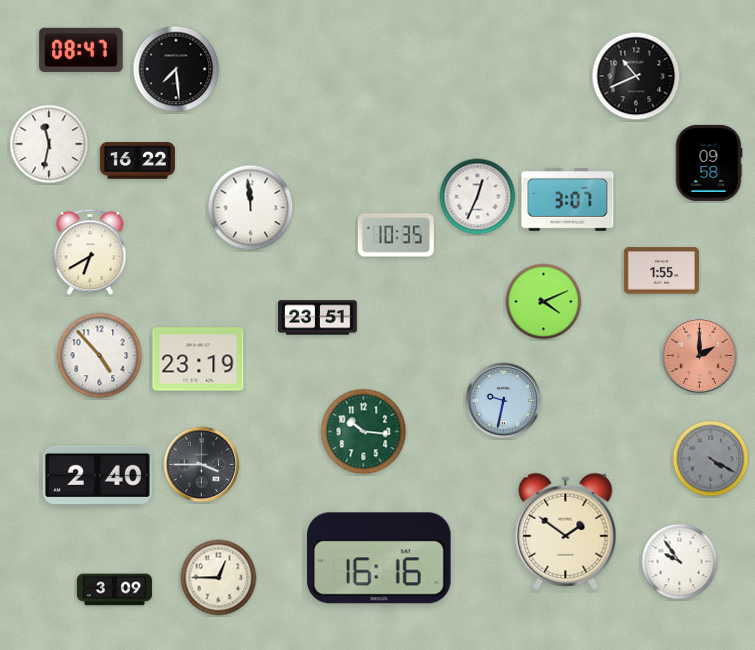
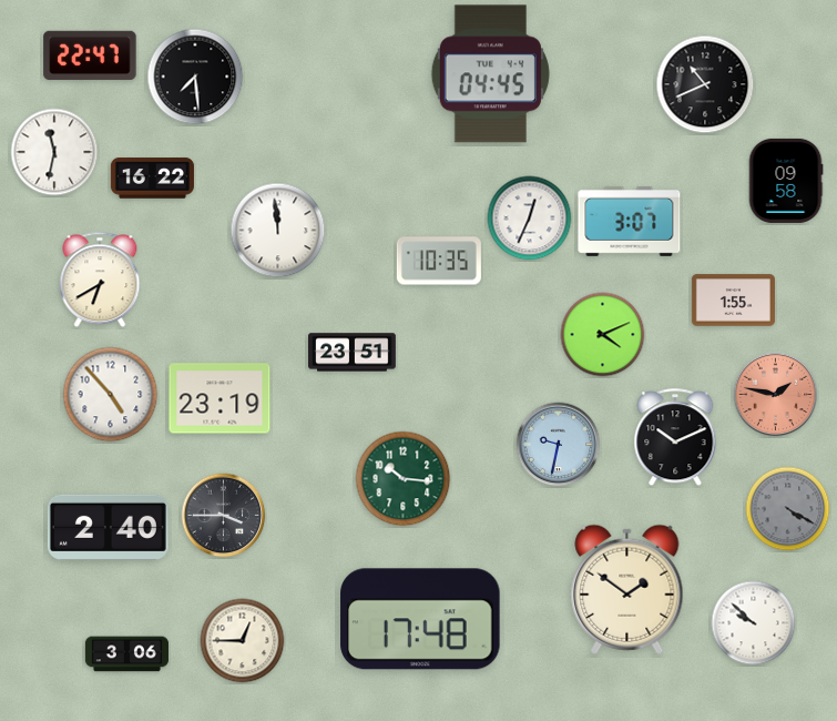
clock at (81, 50): 08:47 -> 22:47
clock at (490, 74): none -> 04:45
clock at (49, 144) position: (49, 144) -> (54, 152)
clock at (700, 356): 2:00 -> 1:47
clock at (675, 438): none -> 10:11
clock at (379, 558): 16:16 -> 17:48
clock at (680, 562): 9:54 -> 9:52
clock at (114, 590): 3:09 -> 3:06
